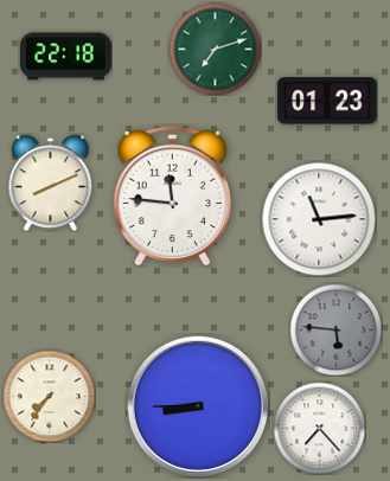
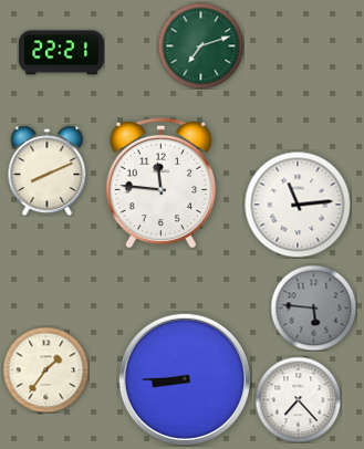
clock at (65, 57): 22:18 -> 22:21
clock at (327, 101): 01:23 -> none
clock at (49, 396): 7:36 -> 1:36
